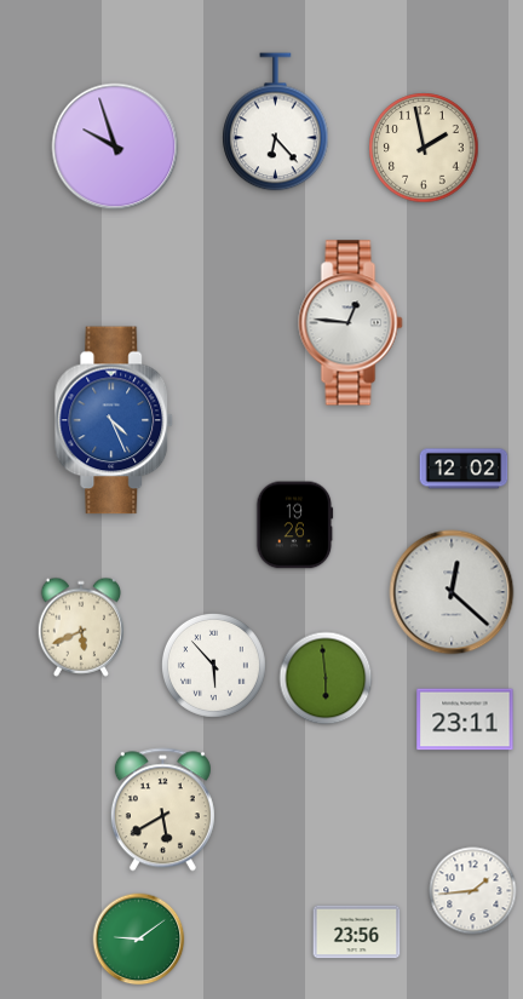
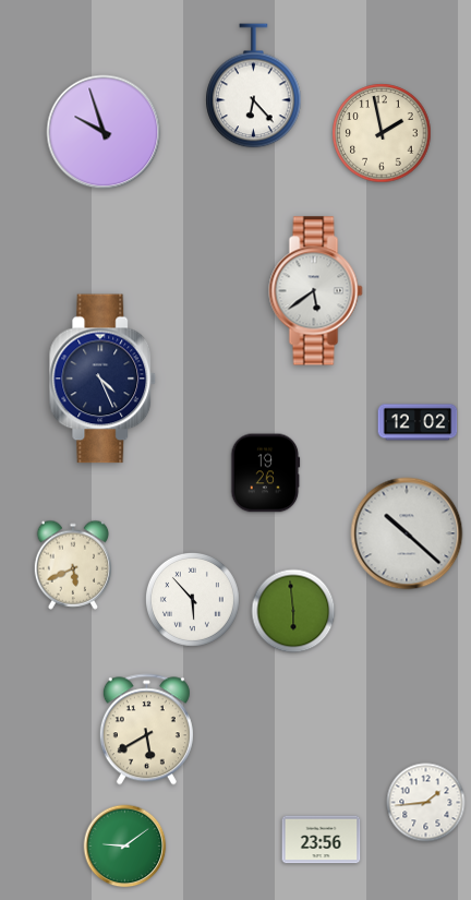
clock at (276, 122) position: (276, 122) -> (254, 86)
clock at (351, 323): 12:46 -> 5:39
clock at (114, 420) dial: blue -> navy
clock at (452, 592): 12:22 -> 10:22
clock at (465, 719): 23:11 -> none
